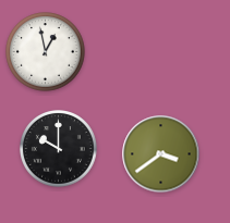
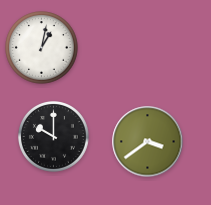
clock at (46, 52): 12:58 -> 1:02
